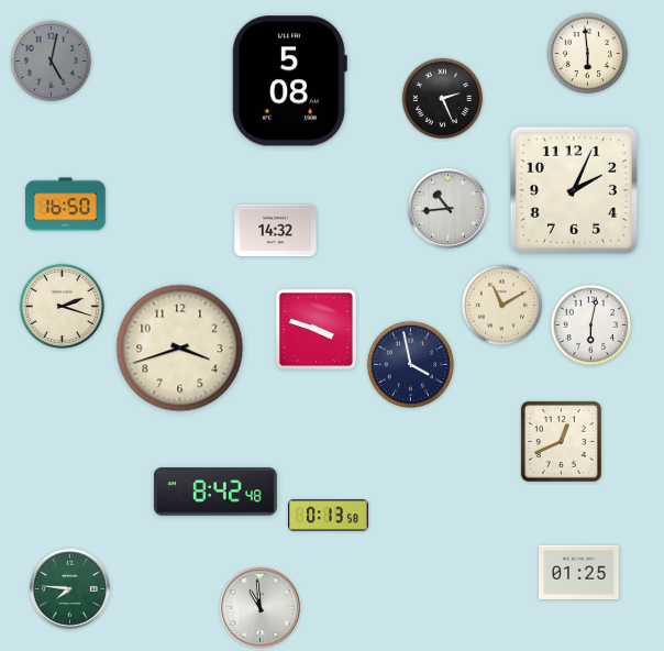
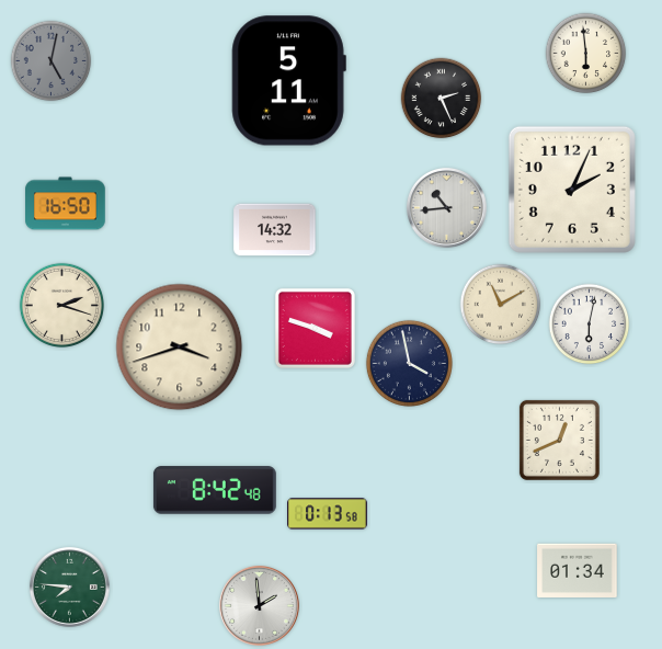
clock at (289, 81): 5:08 -> 5:11
clock at (579, 572): 01:25 -> 01:34
clock at (259, 607): 10:59 -> 1:59
